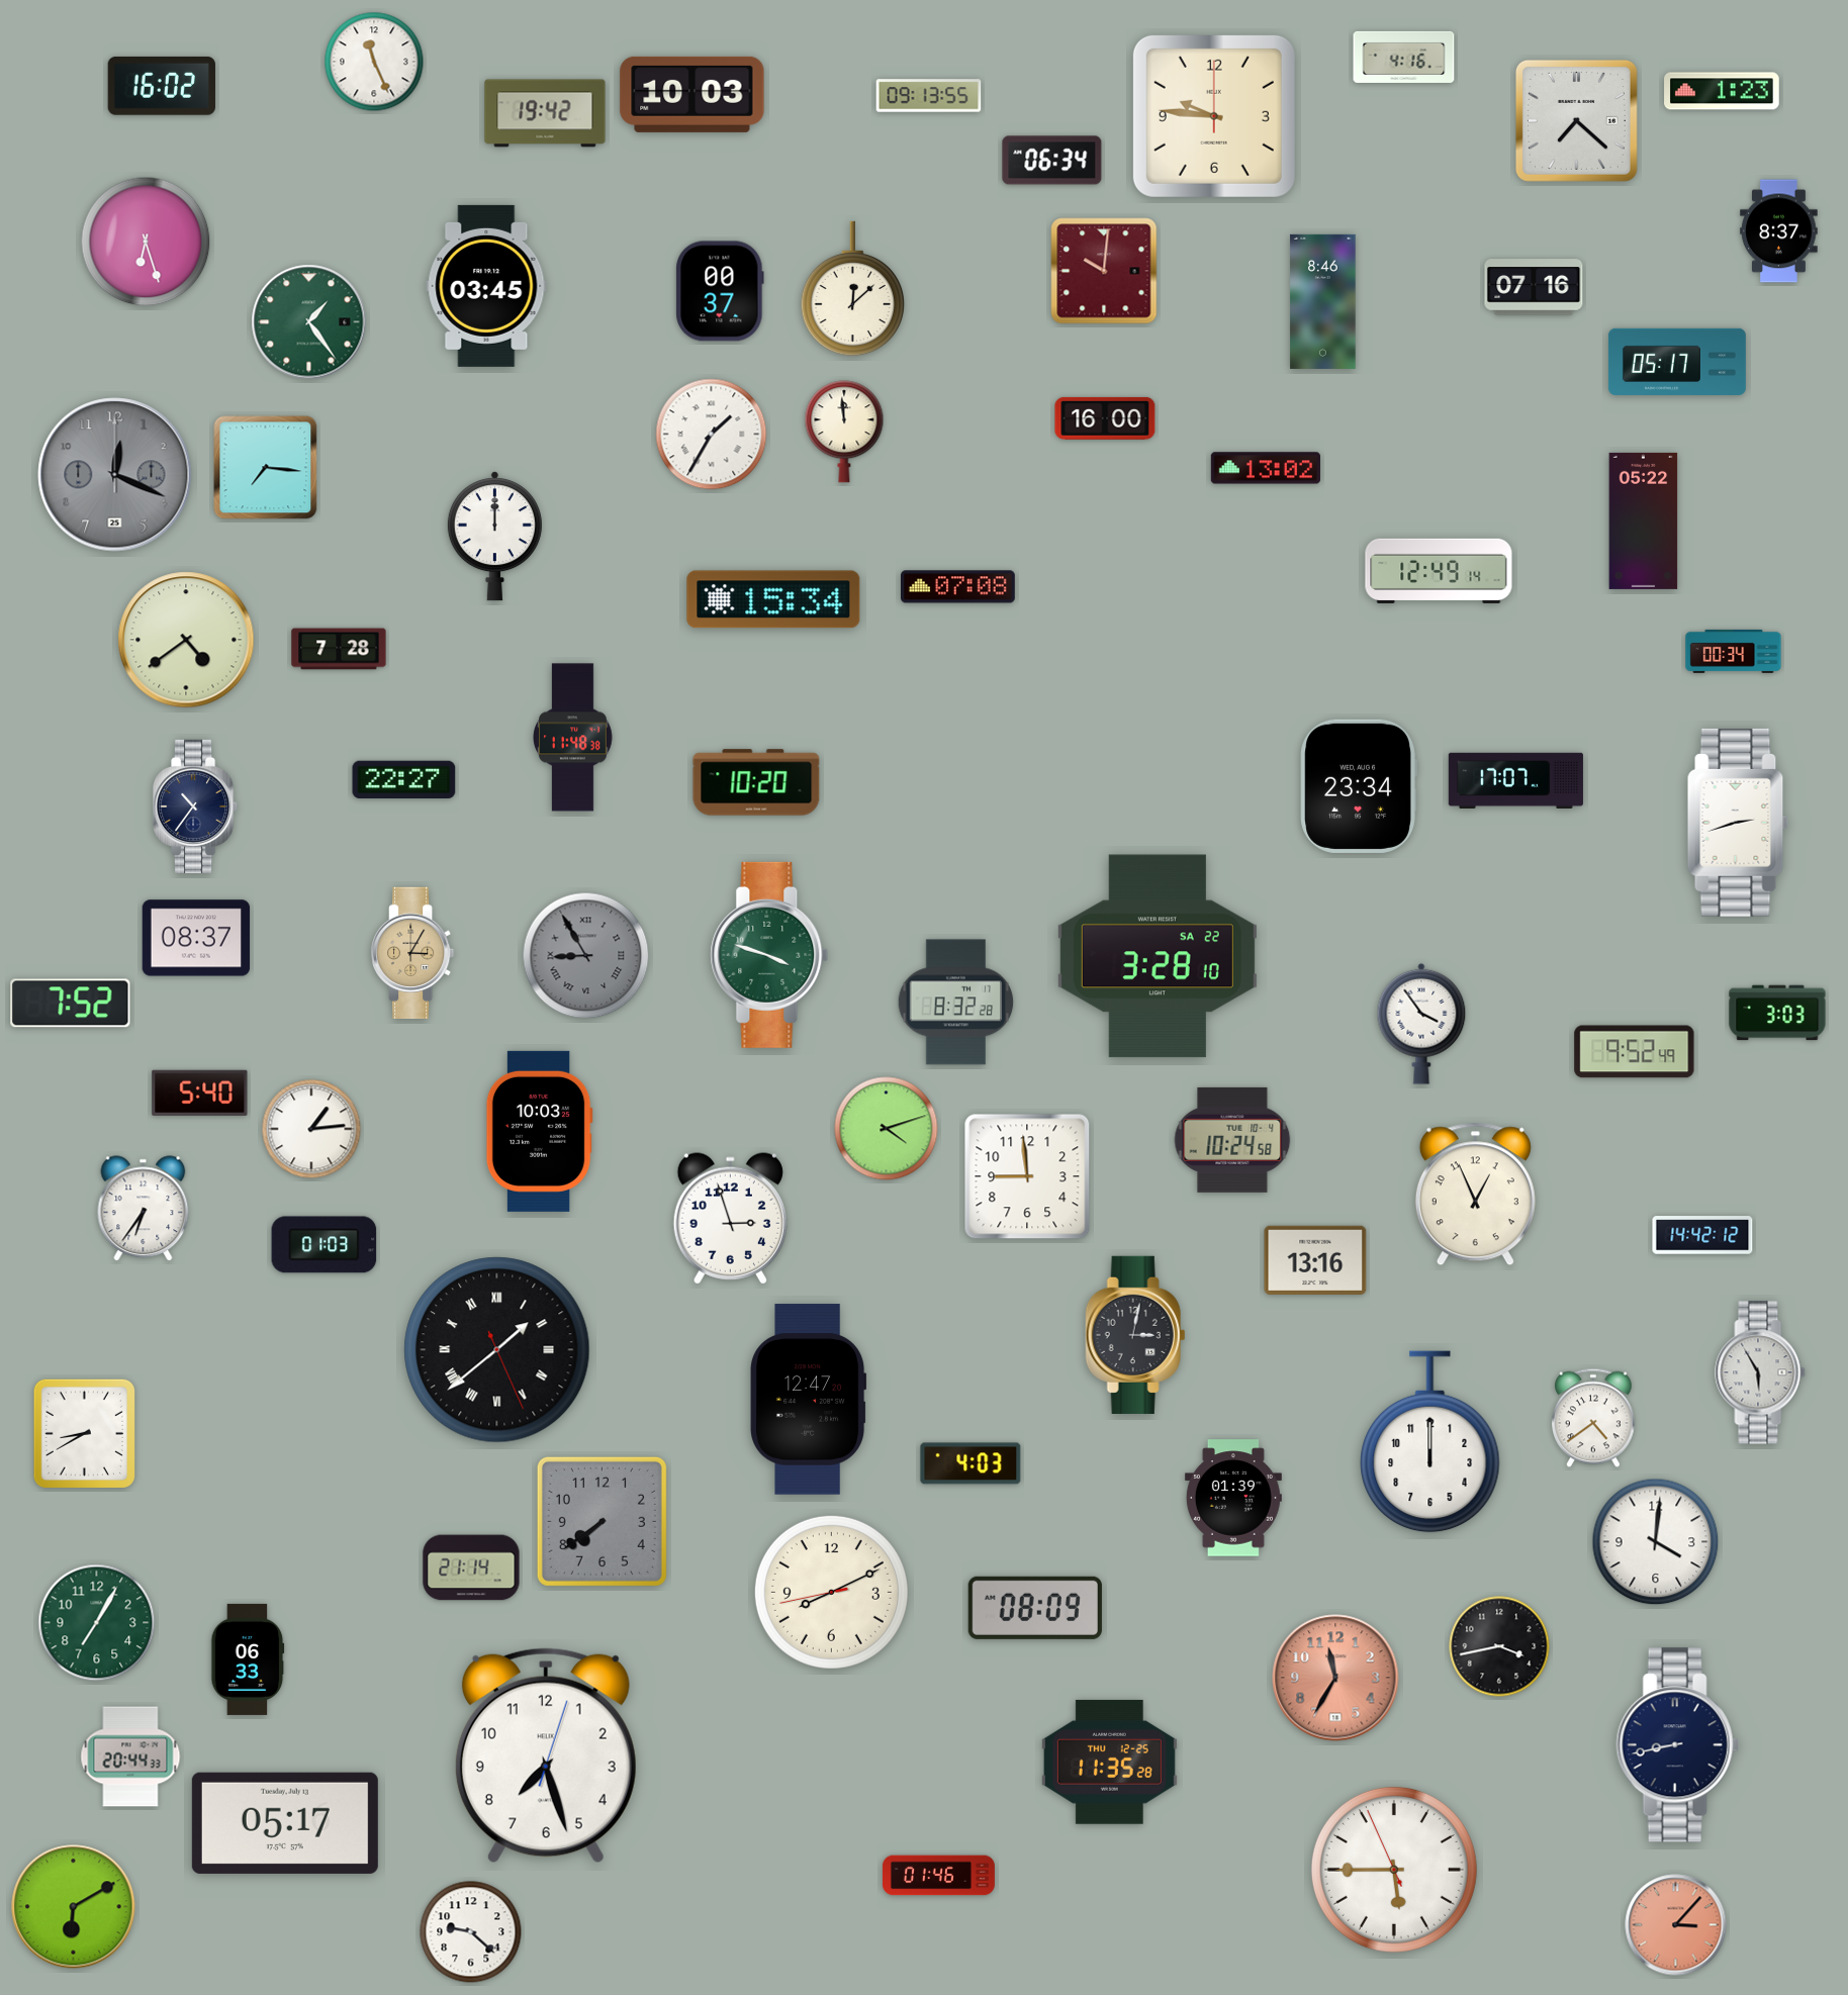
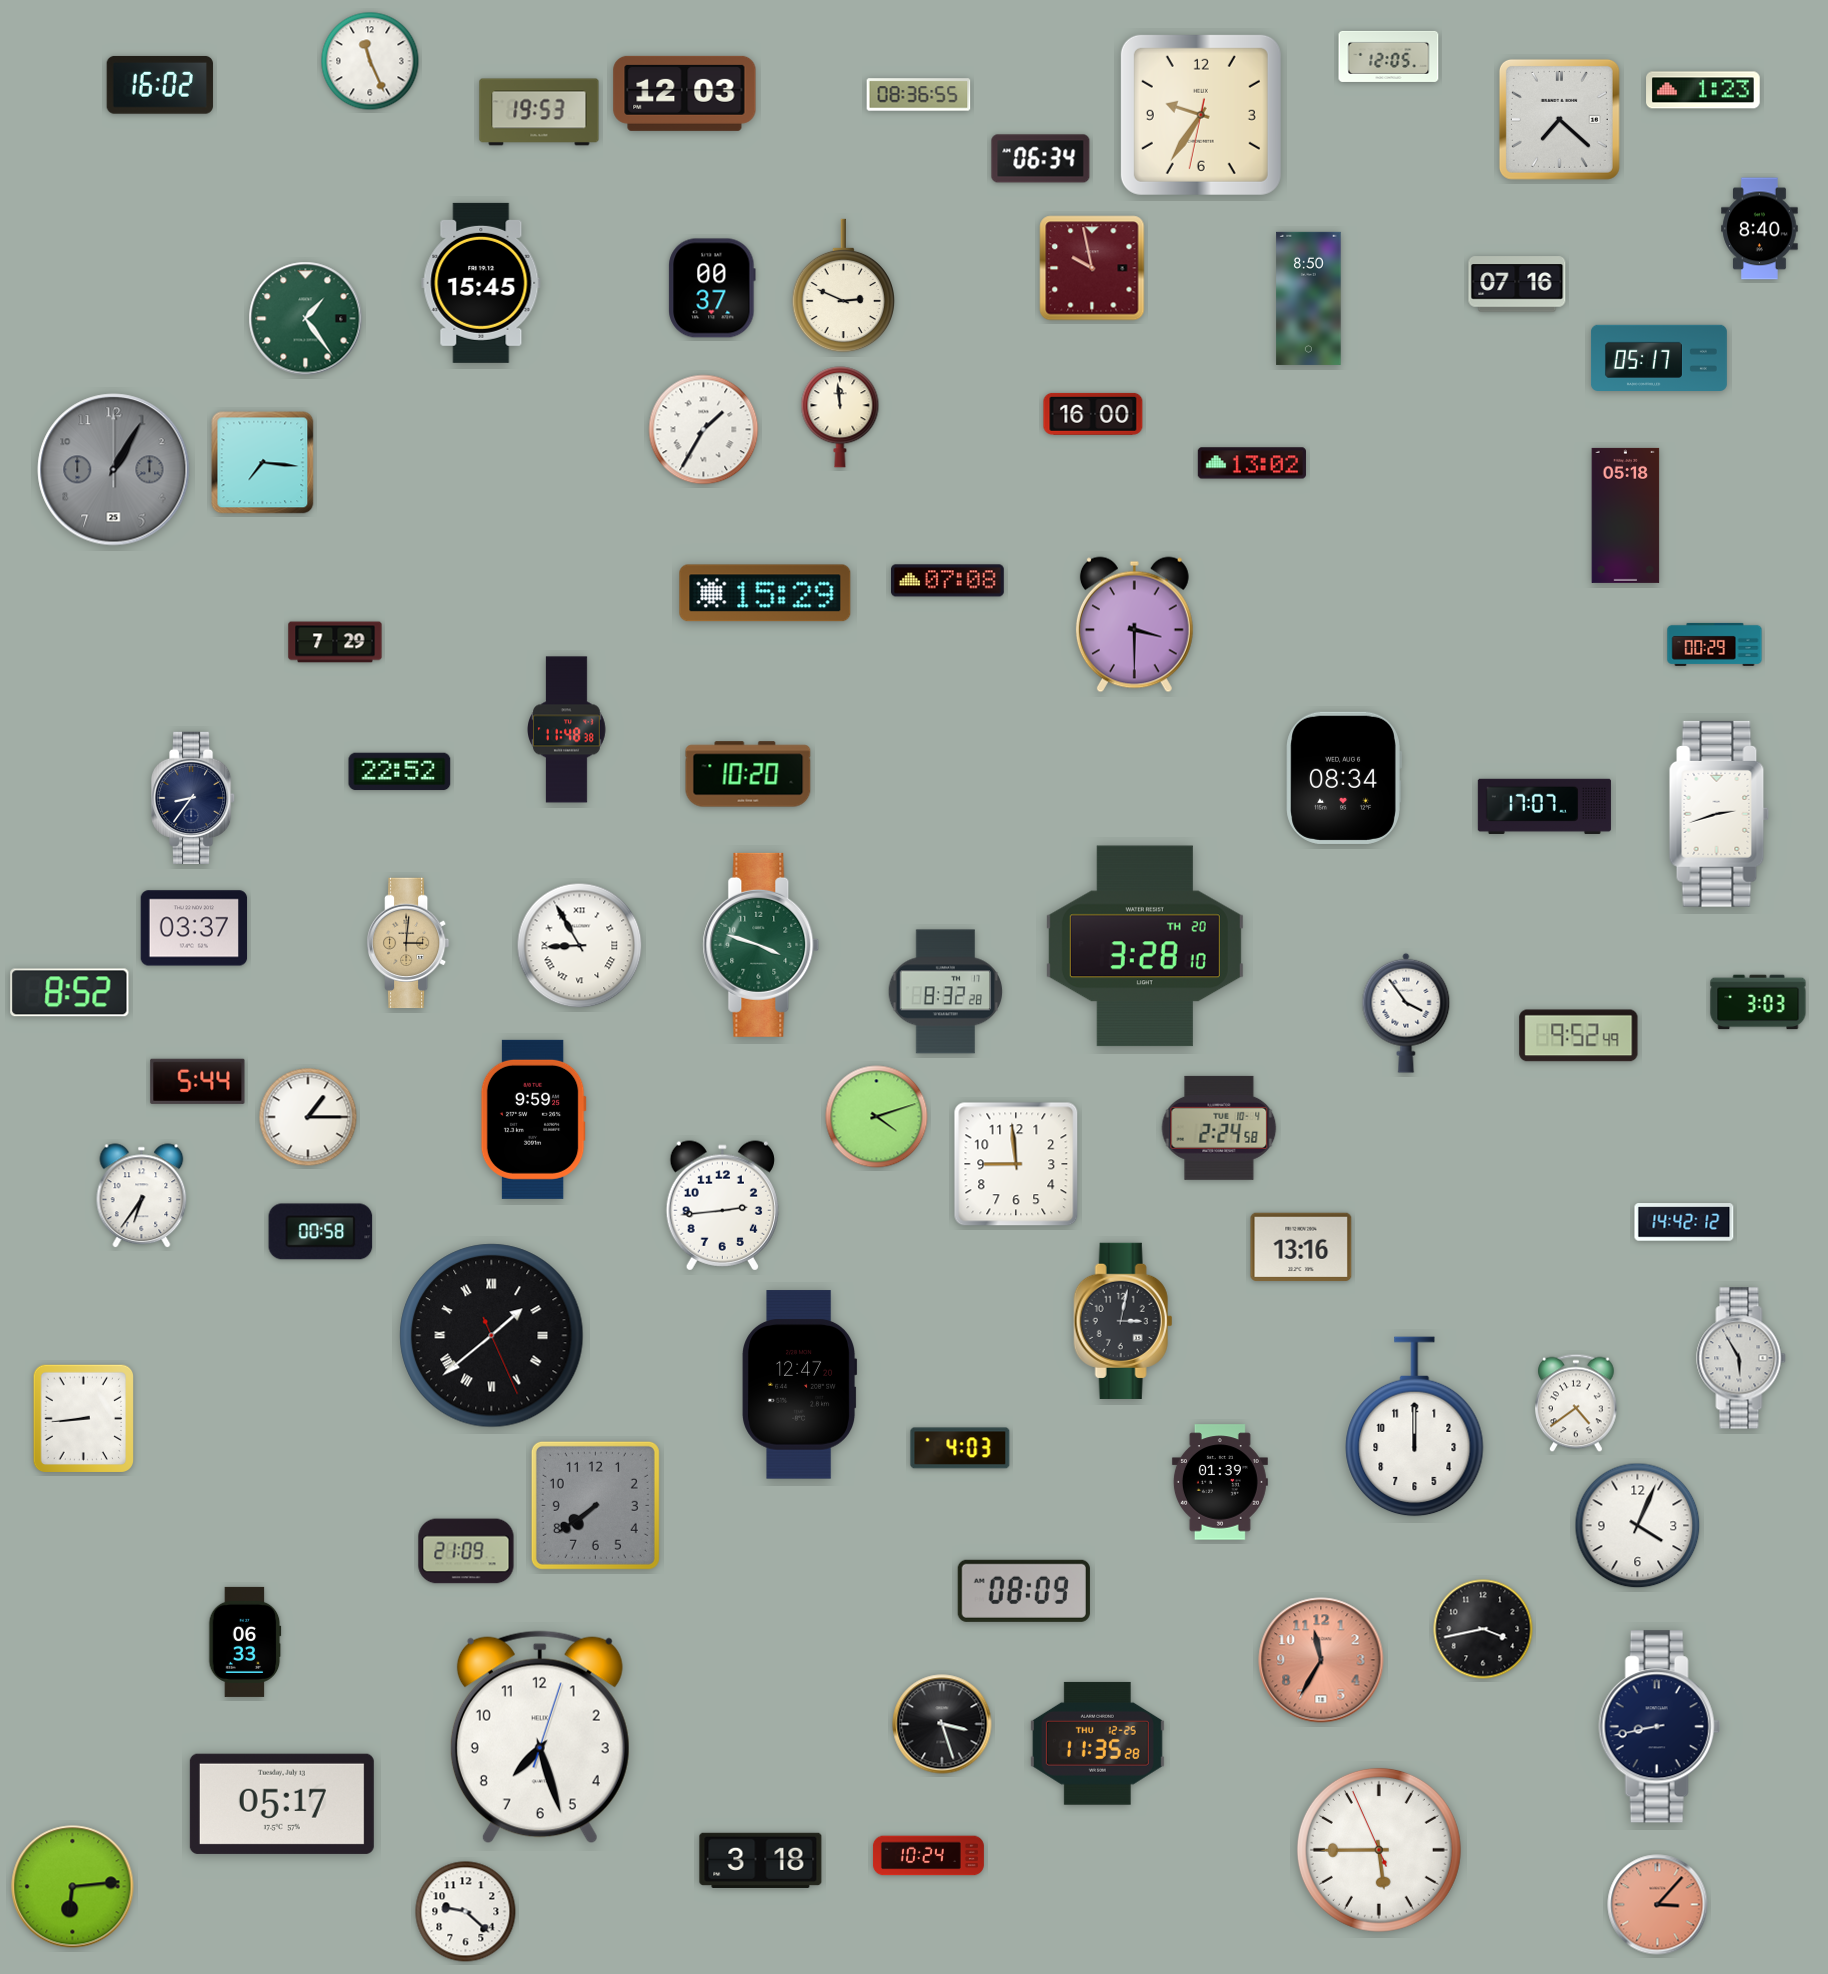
clock at (1404, 57): 4:16 -> 12:05
clock at (692, 94): 10:03 -> 12:03
clock at (929, 96): 09:13 -> 08:36
clock at (545, 113): 19:42 -> 19:53
clock at (1214, 116): 9:46 -> 9:35
clock at (1779, 231): 8:37 -> 8:40
clock at (146, 242): 6:27 -> none
clock at (1104, 271): 10:01 -> 9:58
clock at (486, 286): 03:45 -> 15:45
clock at (852, 289): 12:08 -> 2:49
clock at (1323, 301): 8:46 -> 8:50
clock at (844, 432) position: (844, 432) -> (840, 417)
clock at (115, 475): 12:19 -> 1:05
clock at (1644, 520): 05:22 -> 05:18
clock at (494, 537): 12:00 -> none
clock at (1439, 571): 12:49 -> none
clock at (773, 599): 15:34 -> 15:29
clock at (1134, 625): none -> 3:30
clock at (186, 640): 4:39 -> none
clock at (339, 649): 7:28 -> 7:29
clock at (1734, 651): 00:34 -> 00:29
clock at (404, 780): 22:27 -> 22:52
clock at (1515, 780) position: (1515, 780) -> (1544, 806)
clock at (1359, 786): 23:34 -> 08:34
clock at (196, 806): 10:36 -> 8:36
clock at (196, 938): 08:37 -> 03:37
clock at (412, 953): 3:05 -> 3:01
clock at (586, 956) dial: grey -> white
clock at (1158, 956) date: SA 22 -> TH 20
clock at (71, 1004): 7:52 -> 8:52
clock at (1635, 1052) position: (1635, 1052) -> (1579, 1036)
clock at (200, 1092): 5:40 -> 5:44
clock at (311, 1129): 1:14 -> 1:15
clock at (539, 1131): 10:03 -> 9:59
clock at (1232, 1140): 10:24 -> 2:24
clock at (1475, 1195): 12:56 -> none
clock at (730, 1219): 2:57 -> 2:44
clock at (325, 1245): 01:03 -> 00:58
clock at (84, 1433): 8:40 -> 8:44
clock at (1656, 1542): 4:01 -> 4:04
clock at (471, 1567): 21:14 -> 21:09
clock at (831, 1592): 8:10 -> none
clock at (97, 1623): 7:05 -> none
clock at (942, 1724): none -> 3:27
clock at (130, 1756): 20:44 -> none
clock at (938, 1876): 01:46 -> 10:24
clock at (761, 1860): none -> 3:18
clock at (74, 1907): 6:10 -> 6:14
